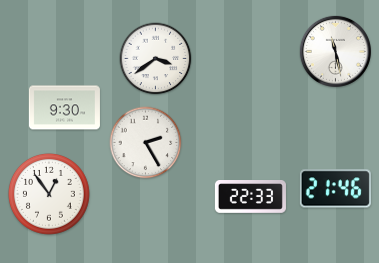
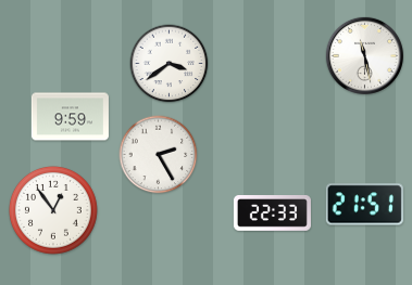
clock at (64, 108): 9:30 -> 9:59
clock at (335, 189): 21:46 -> 21:51
